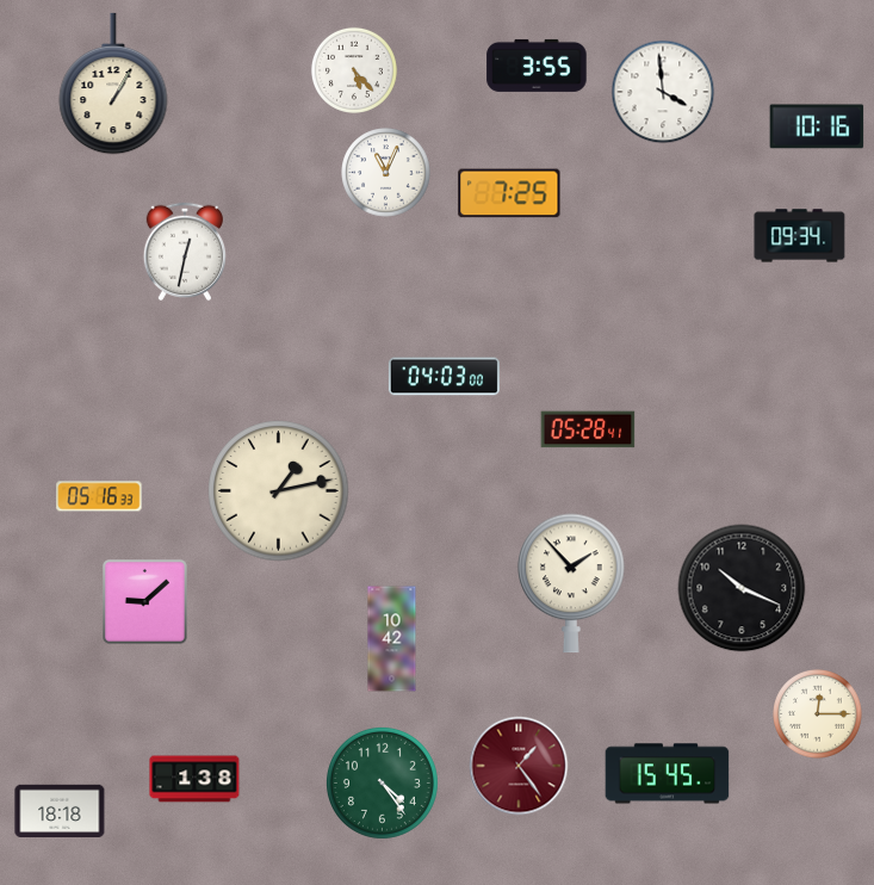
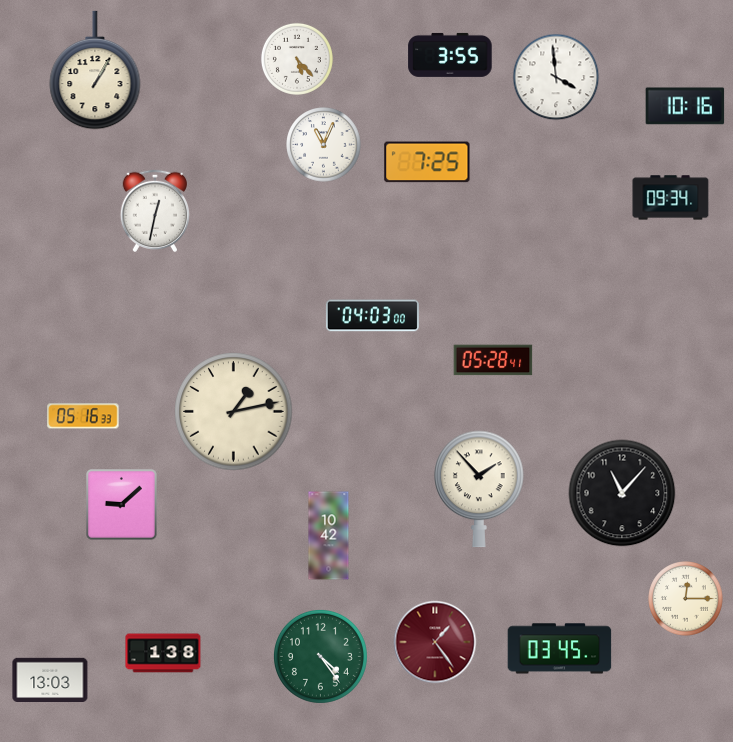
clock at (742, 588): 10:19 -> 11:07
clock at (668, 774): 15:45 -> 03:45
clock at (60, 810): 18:18 -> 13:03
